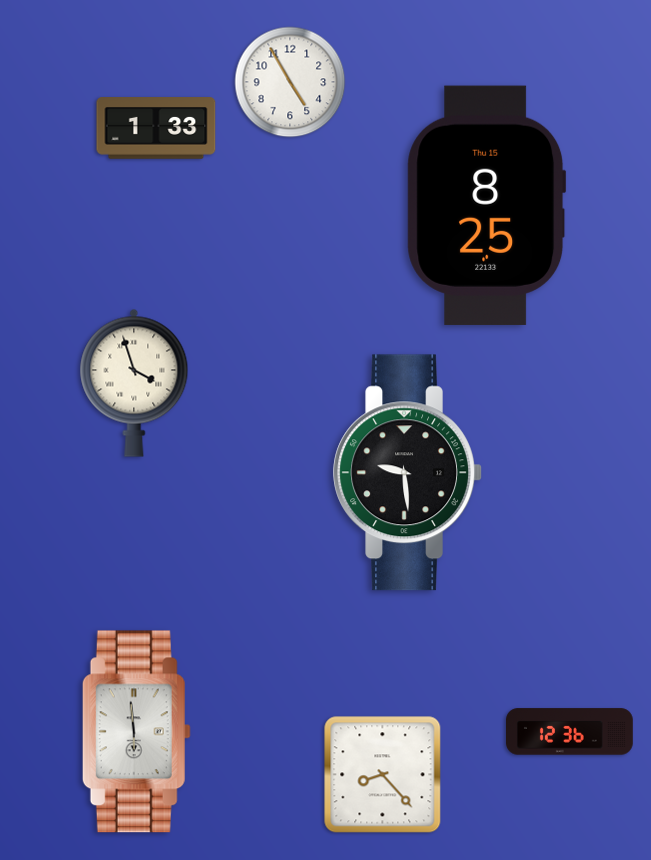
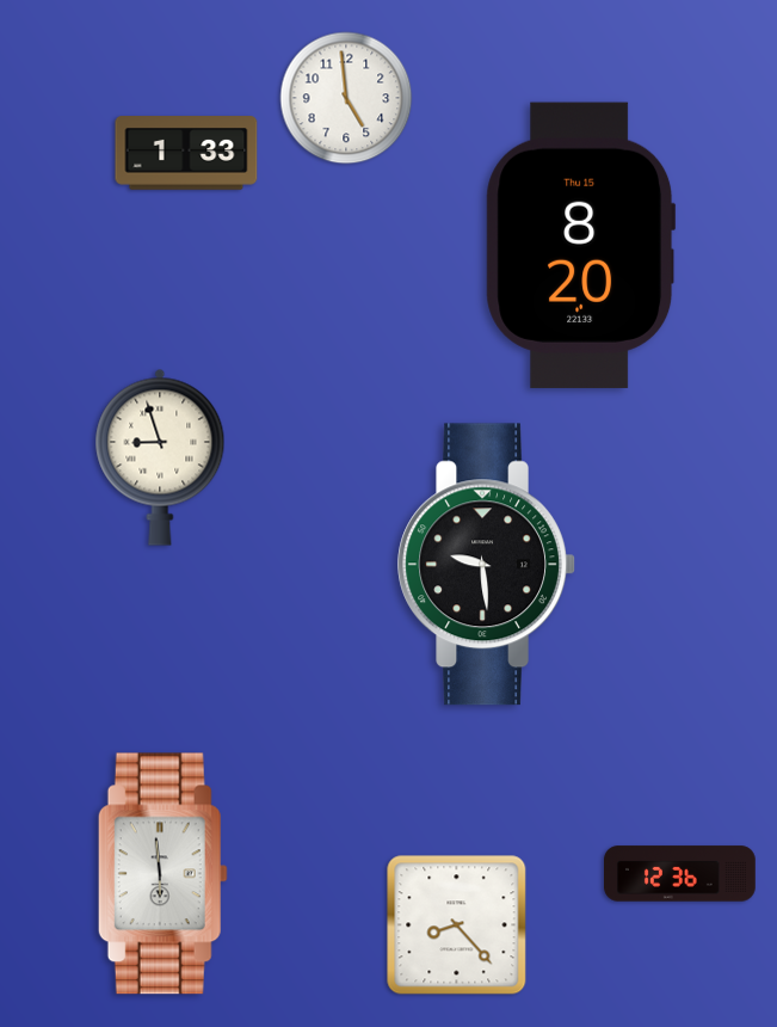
clock at (290, 82): 4:55 -> 4:59
clock at (487, 205): 8:25 -> 8:20
clock at (134, 383): 3:57 -> 8:57
